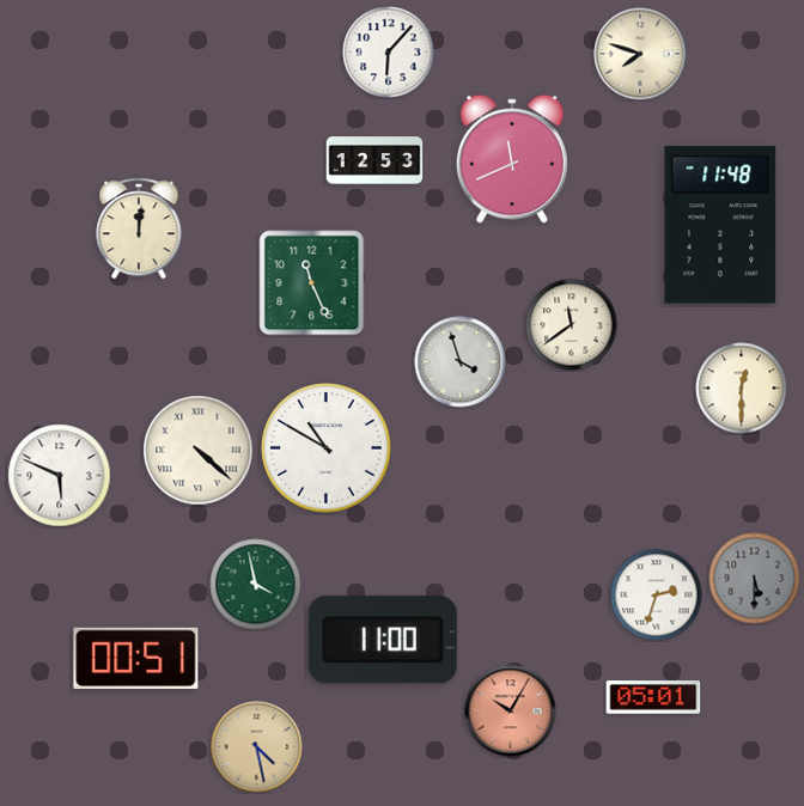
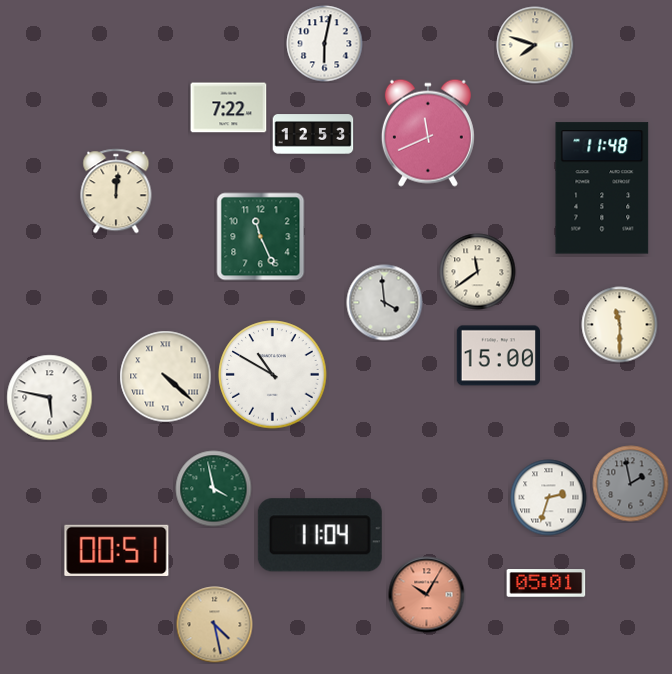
clock at (389, 53): 6:07 -> 6:02
clock at (229, 108): none -> 7:22
clock at (461, 362): 3:57 -> 3:59
clock at (742, 389): 12:30 -> 11:30
clock at (499, 356): none -> 15:00
clock at (60, 476): 5:49 -> 5:47
clock at (755, 579): 5:30 -> 1:58
clock at (383, 640): 11:00 -> 11:04
clock at (136, 658) position: (136, 658) -> (117, 550)
